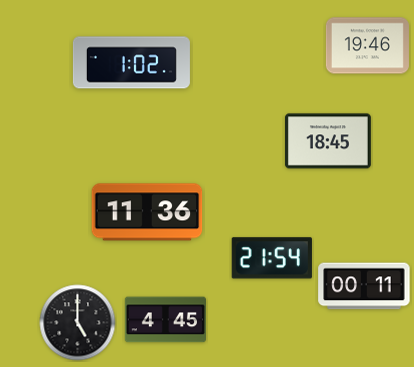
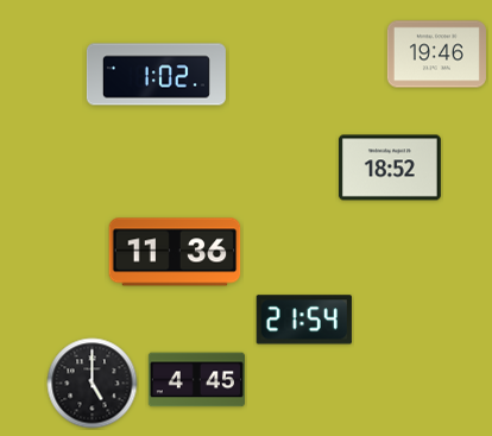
clock at (328, 141): 18:45 -> 18:52
clock at (272, 258) position: (272, 258) -> (304, 320)
clock at (364, 286): 00:11 -> none
